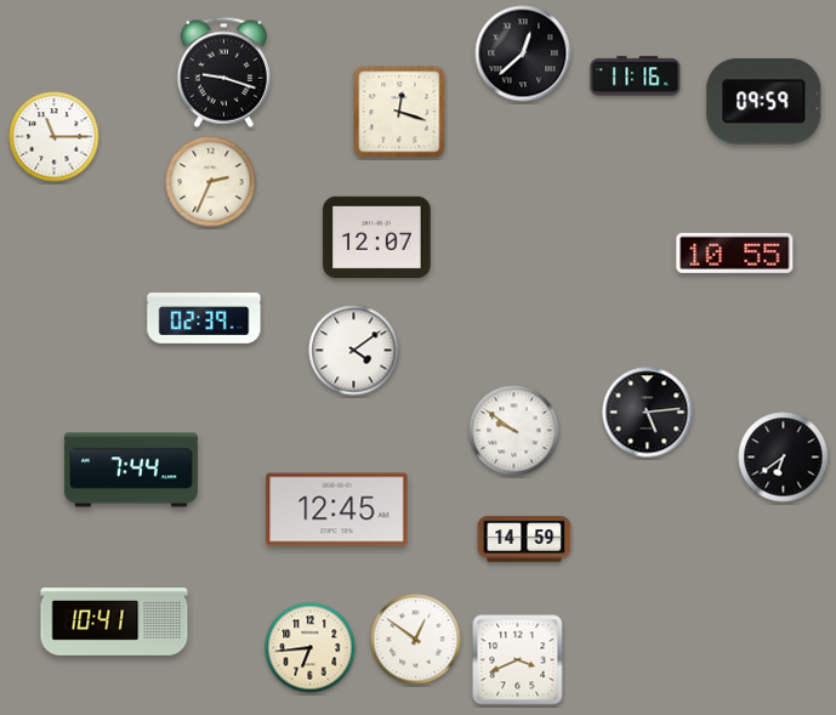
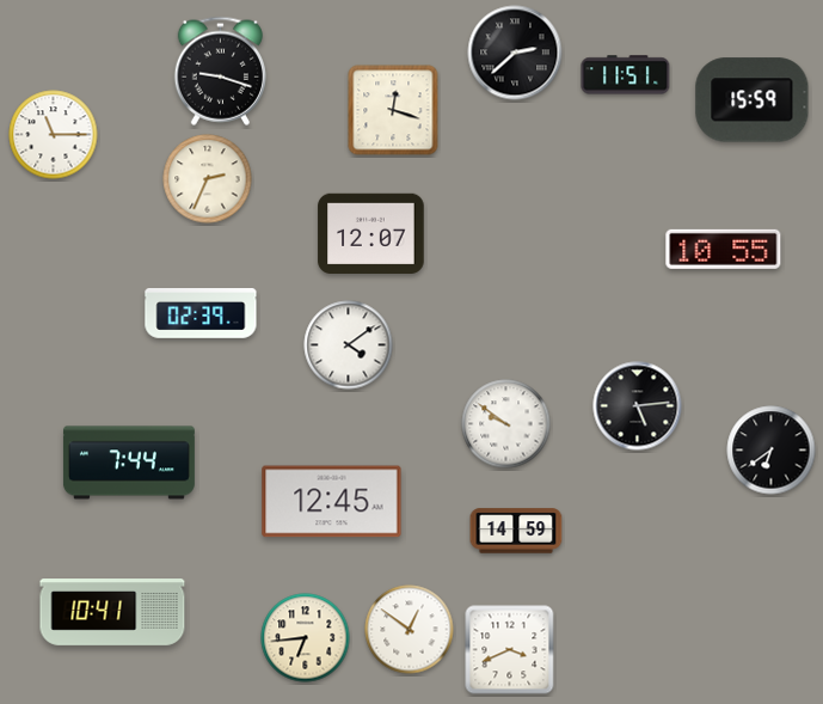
clock at (523, 53): 12:38 -> 2:38
clock at (636, 76): 11:16 -> 11:51
clock at (764, 102): 09:59 -> 15:59
